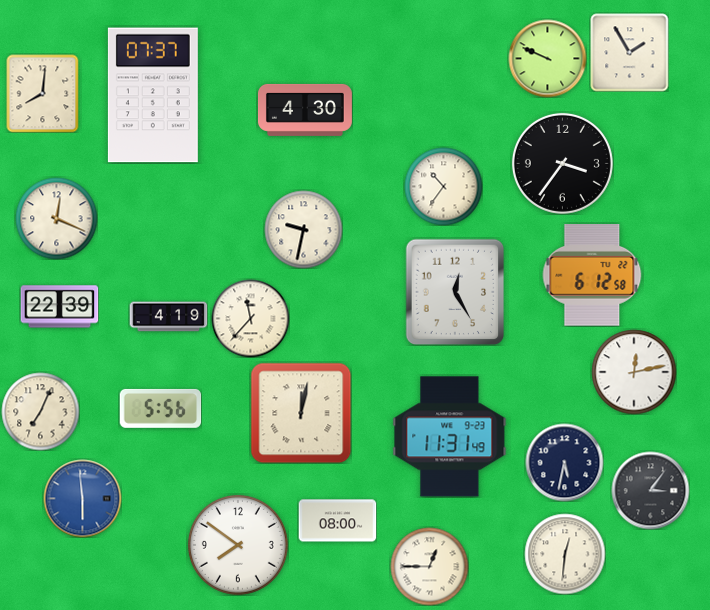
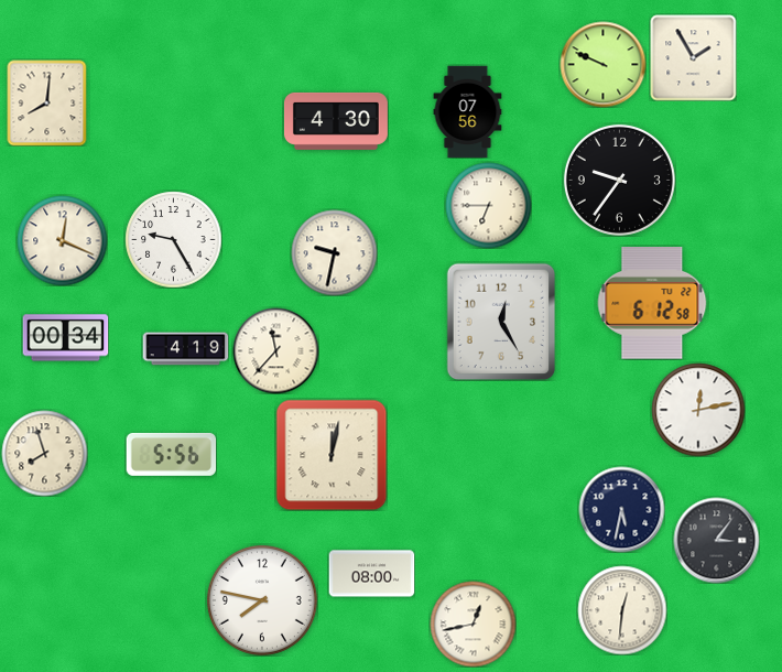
clock at (153, 95): 07:37 -> none
clock at (468, 111): none -> 07:56
clock at (562, 163): 3:36 -> 9:36
clock at (443, 186): 10:36 -> 6:45
clock at (173, 239): none -> 9:25
clock at (59, 307): 22:39 -> 00:34
clock at (160, 408) position: (160, 408) -> (171, 454)
clock at (40, 411): 7:04 -> 7:57
clock at (450, 437): 11:31 -> none
clock at (82, 498): 5:59 -> none
clock at (238, 545): 7:51 -> 7:47
clock at (429, 566): 12:45 -> 12:43
